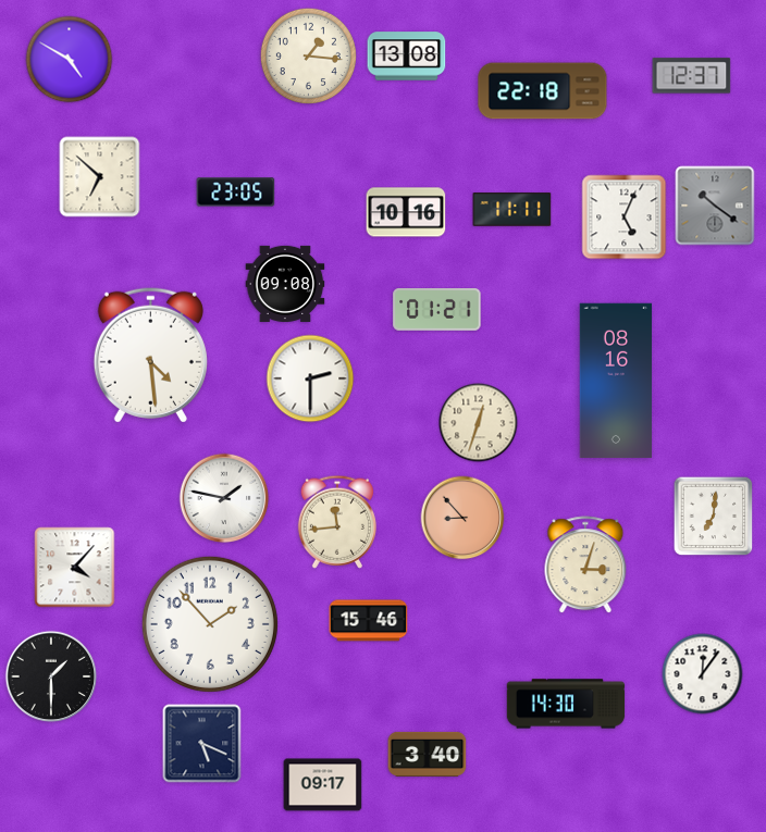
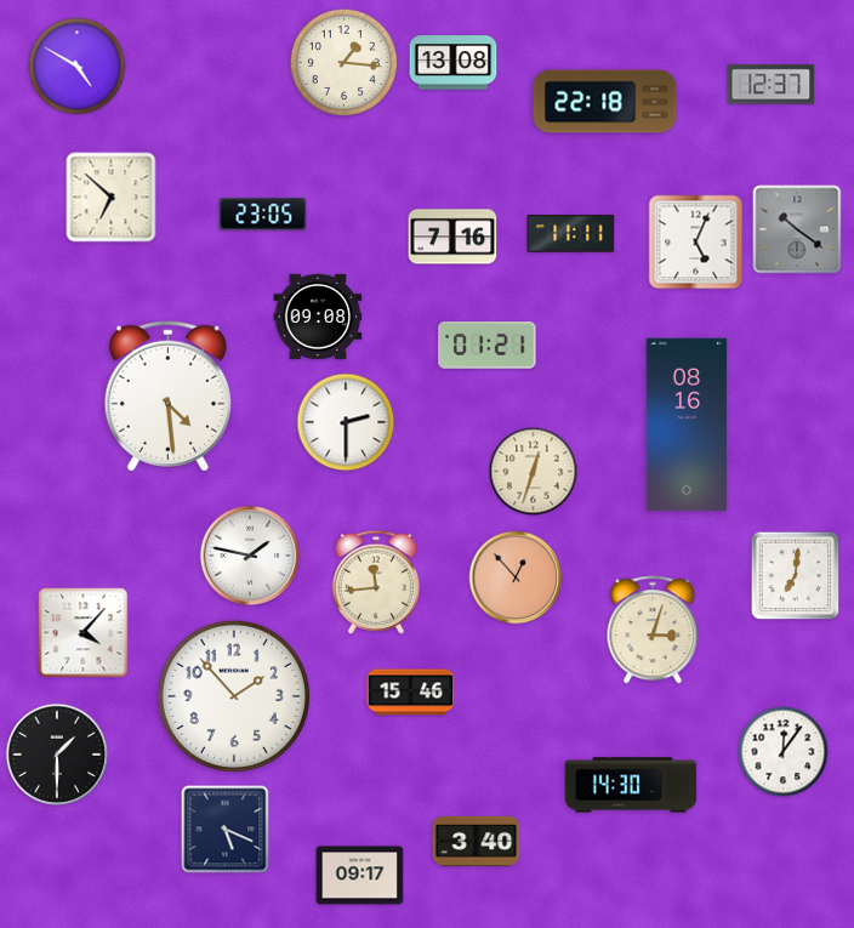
clock at (406, 212): 10:16 -> 7:16
clock at (462, 518): 8:53 -> 12:53
